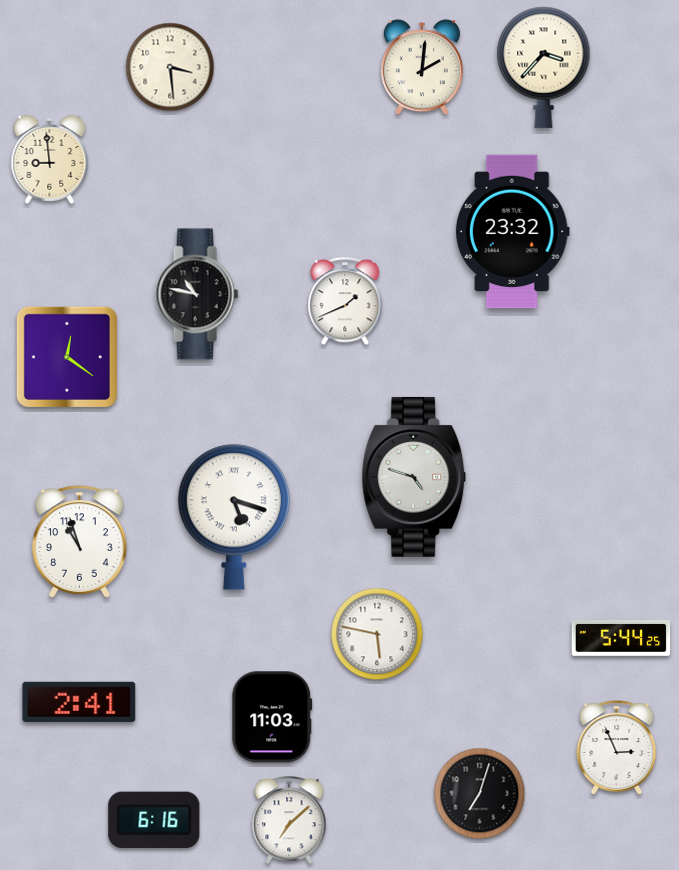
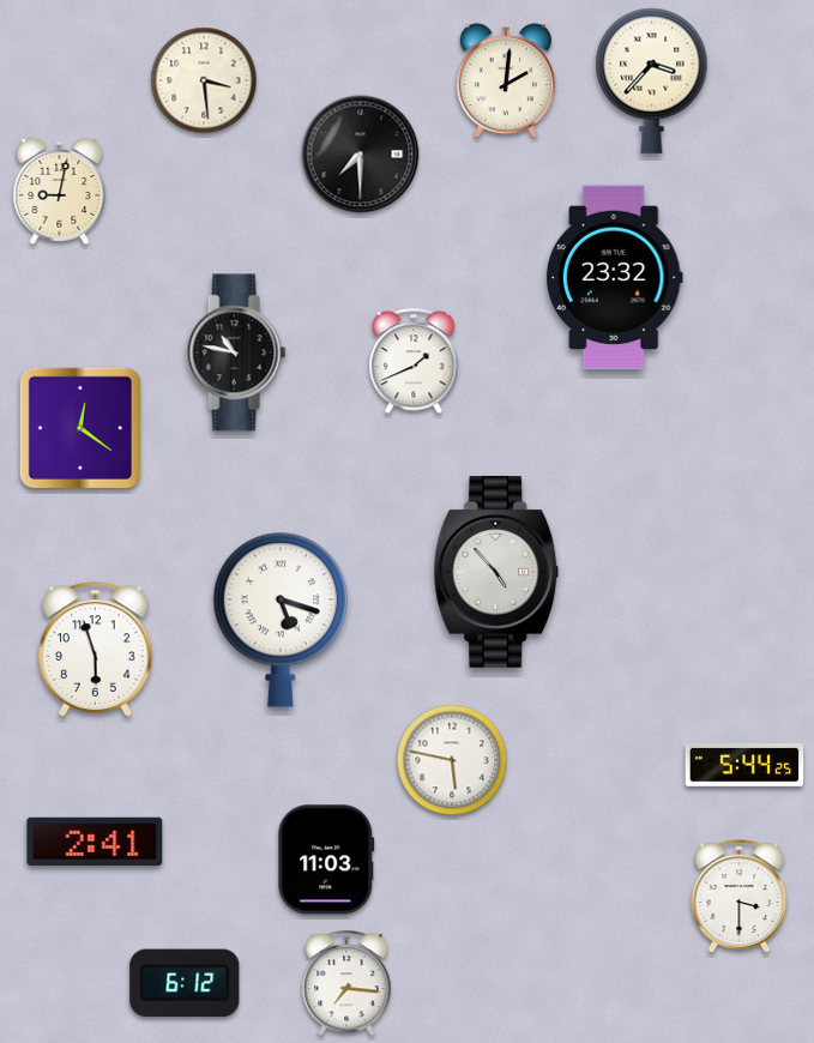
clock at (361, 155): none -> 7:30
clock at (50, 159): 8:59 -> 9:02
clock at (414, 477): 4:48 -> 4:53
clock at (80, 542): 10:57 -> 5:57
clock at (617, 748): 2:56 -> 3:30
clock at (480, 794): 7:03 -> none
clock at (154, 819): 6:16 -> 6:12
clock at (289, 821): 7:08 -> 7:16
